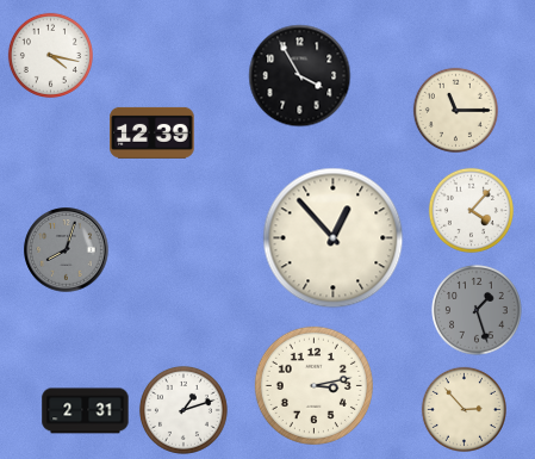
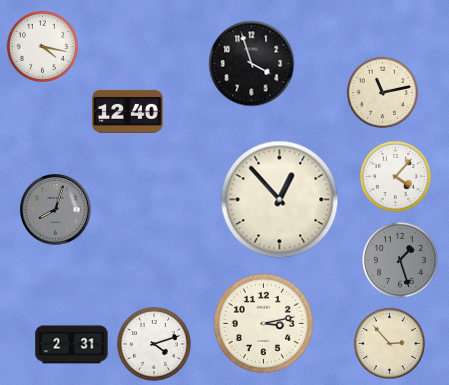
clock at (300, 76): 3:55 -> 3:57
clock at (455, 110): 11:15 -> 11:13
clock at (153, 132): 12:39 -> 12:40
clock at (183, 410): 1:12 -> 4:12
